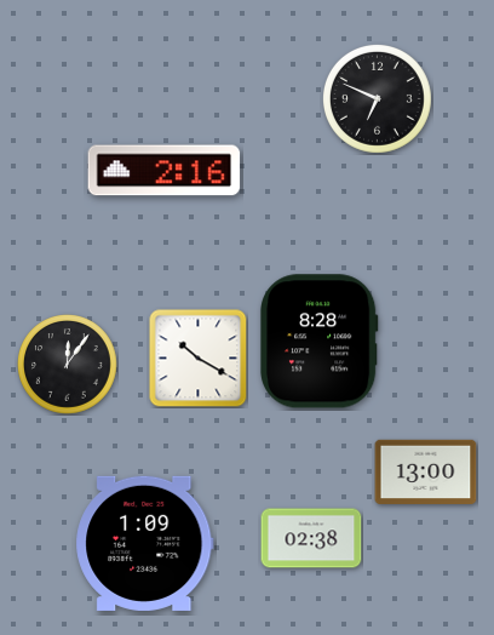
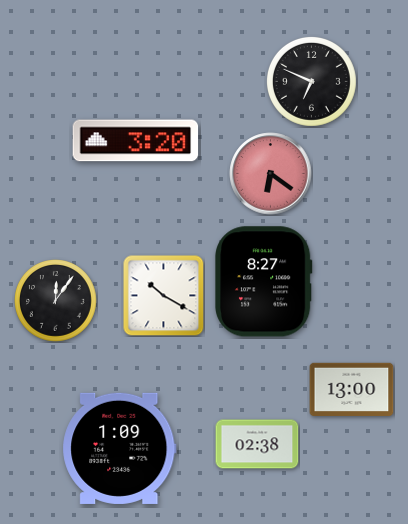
clock at (165, 171): 2:16 -> 3:20
clock at (271, 174): none -> 6:21
clock at (320, 342): 8:28 -> 8:27
